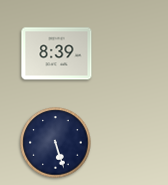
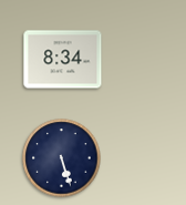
clock at (57, 54): 8:39 -> 8:34
